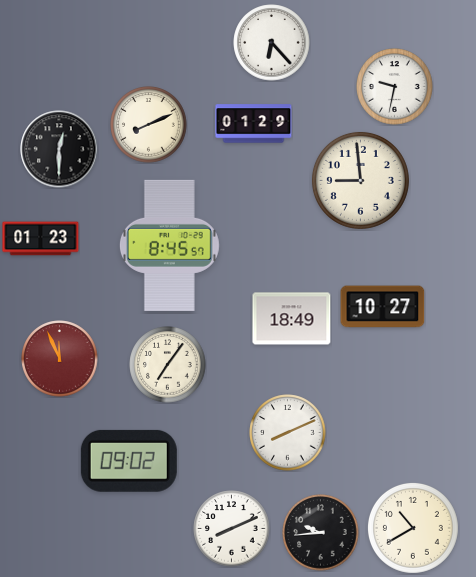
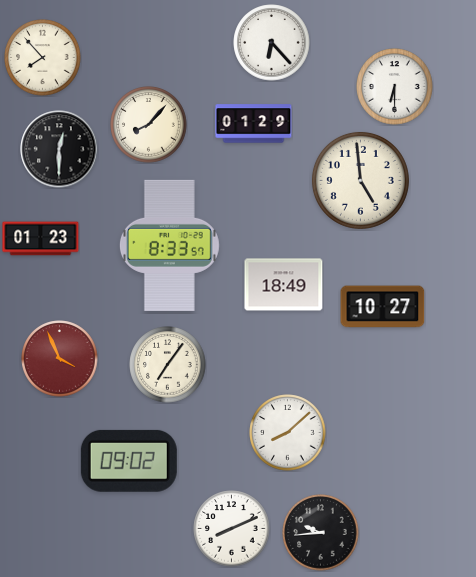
clock at (43, 58): none -> 7:53
clock at (395, 87): 9:32 -> 6:30
clock at (149, 125): 8:11 -> 8:07
clock at (360, 180): 8:59 -> 4:59
clock at (169, 245): 8:45 -> 8:33
clock at (292, 319) position: (292, 319) -> (284, 285)
clock at (60, 359): 11:56 -> 3:56
clock at (288, 433): 8:11 -> 8:08
clock at (413, 528): 10:40 -> none
